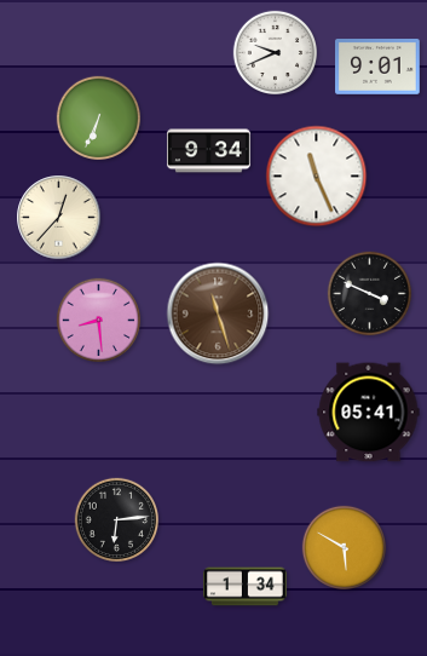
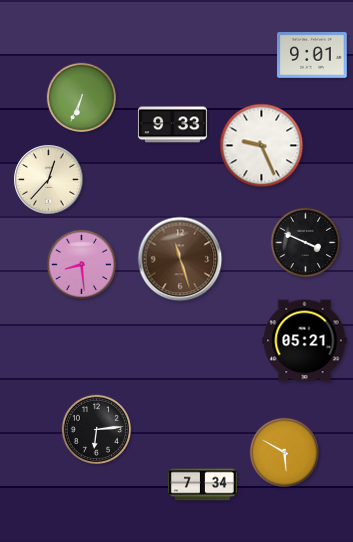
clock at (275, 53): 9:41 -> none
clock at (208, 151): 9:34 -> 9:33
clock at (317, 177): 11:26 -> 9:26
clock at (369, 413): 05:41 -> 05:21
clock at (244, 587): 1:34 -> 7:34
